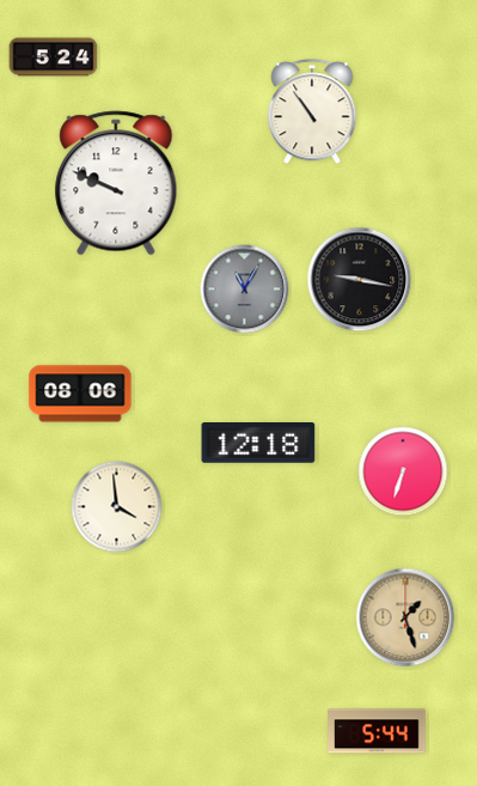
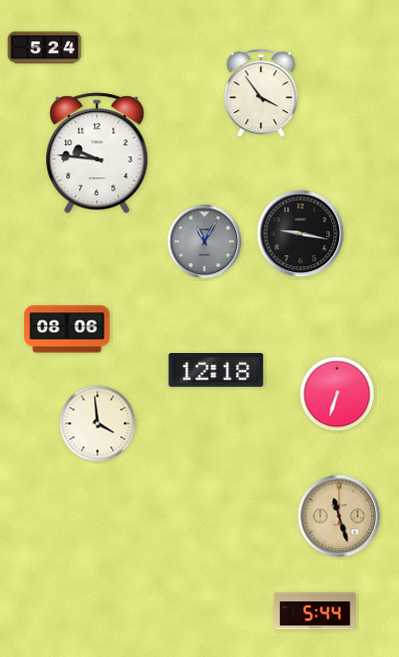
clock at (312, 112): 10:54 -> 3:54
clock at (116, 183): 9:49 -> 9:46
clock at (405, 617): 1:27 -> 11:27
